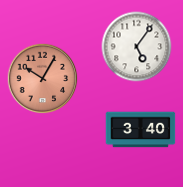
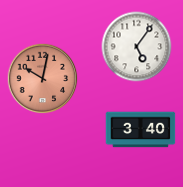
clock at (43, 79): 10:05 -> 10:02
